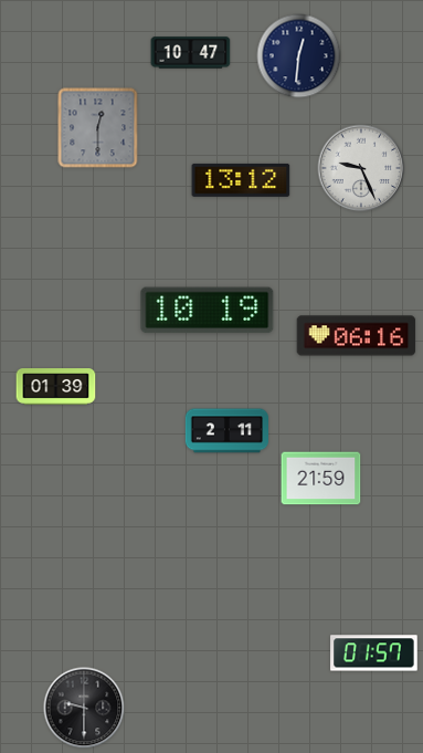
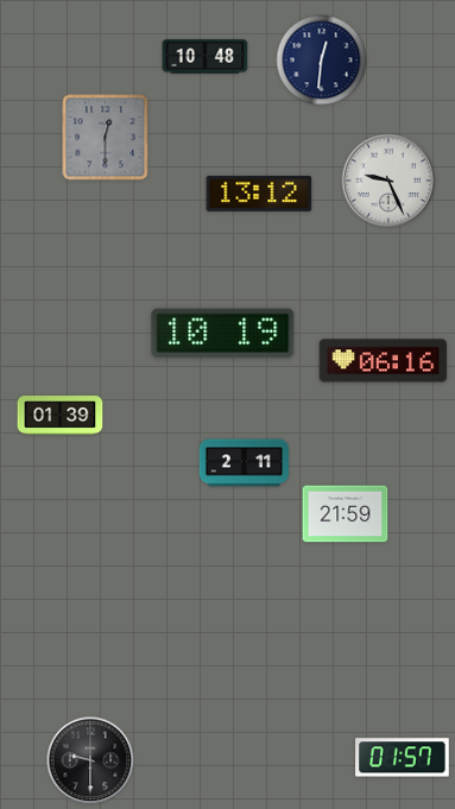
clock at (191, 53): 10:47 -> 10:48
clock at (374, 653) position: (374, 653) -> (403, 758)
